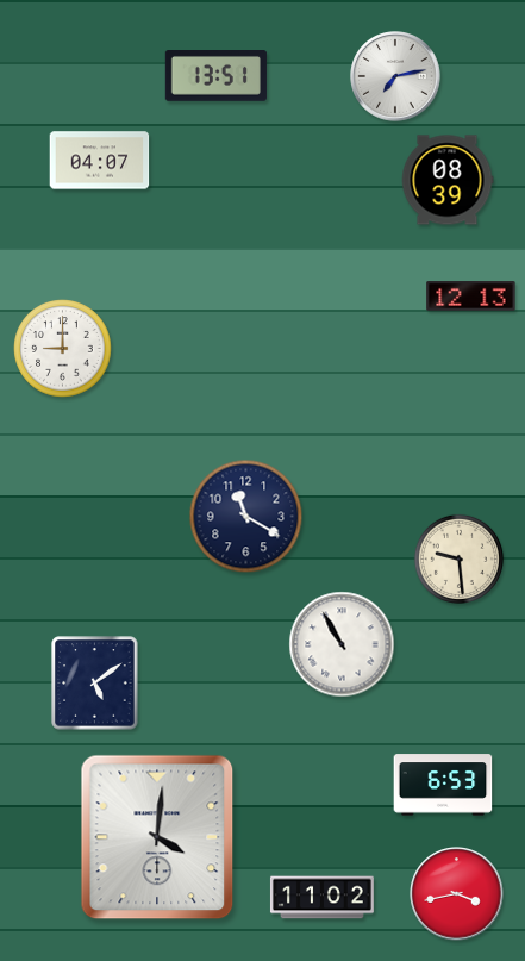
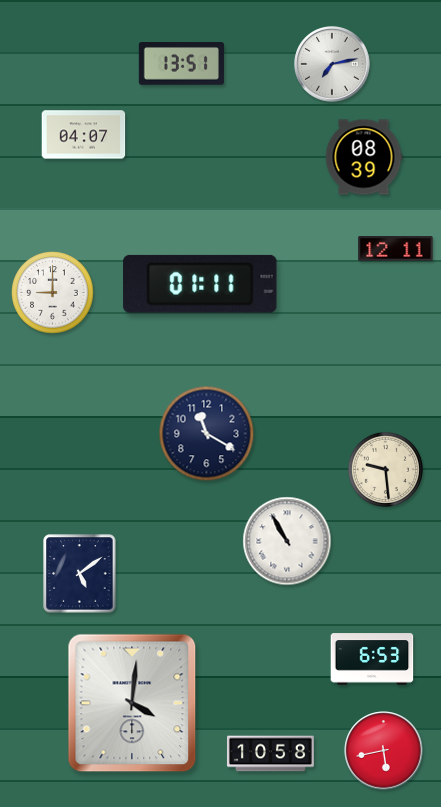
clock at (448, 180) position: (448, 180) -> (364, 157)
clock at (471, 297): 12:13 -> 12:11
clock at (200, 284): none -> 01:11
clock at (457, 894): 3:43 -> 5:43
clock at (321, 898): 11:02 -> 10:58
